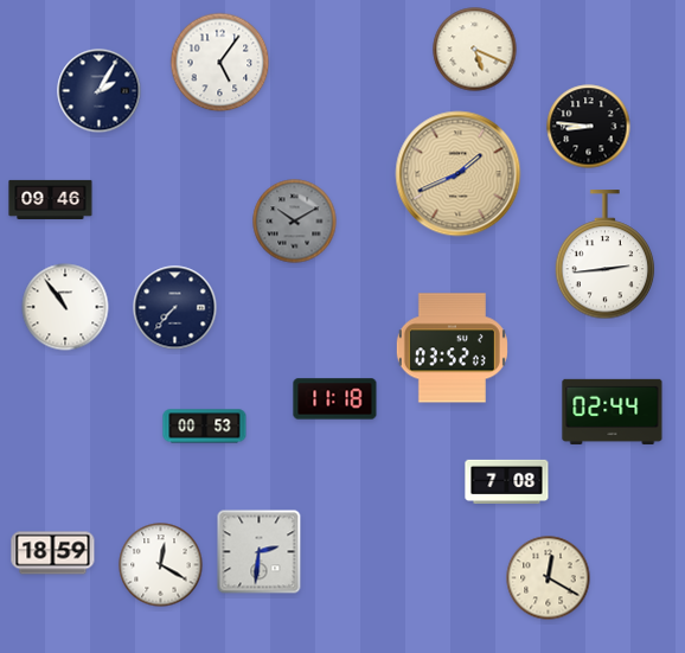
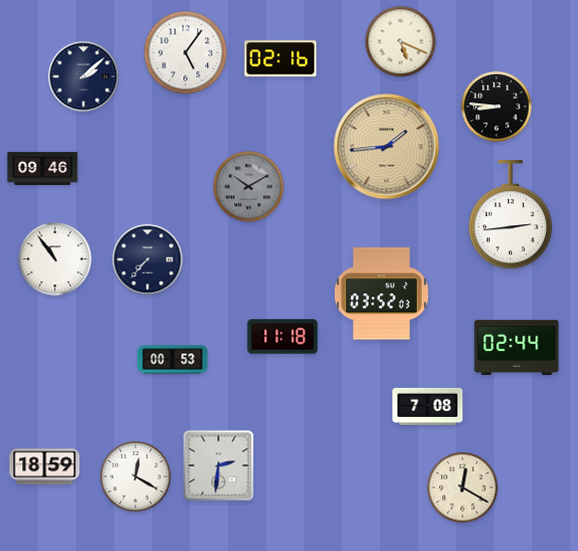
clock at (281, 59): none -> 02:16
clock at (100, 91): 2:05 -> 2:08
clock at (459, 174): 1:41 -> 1:44
